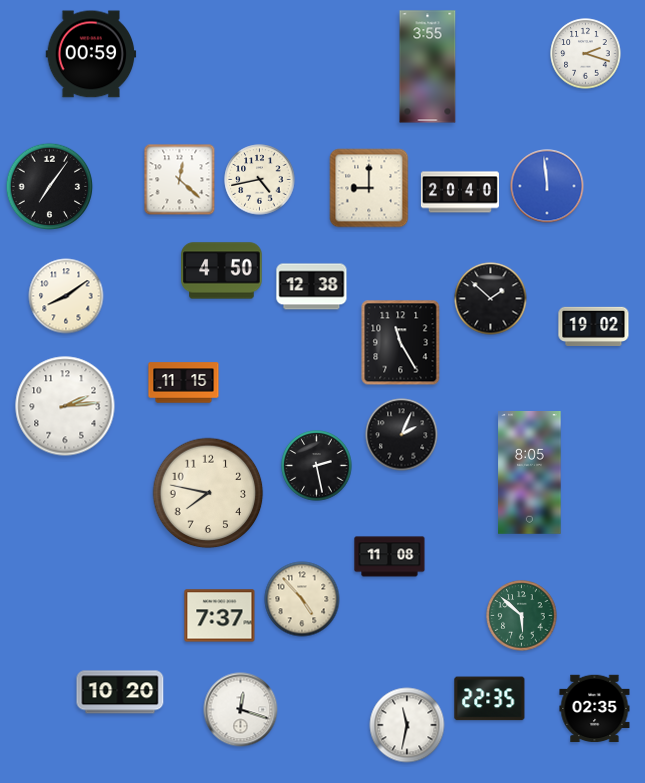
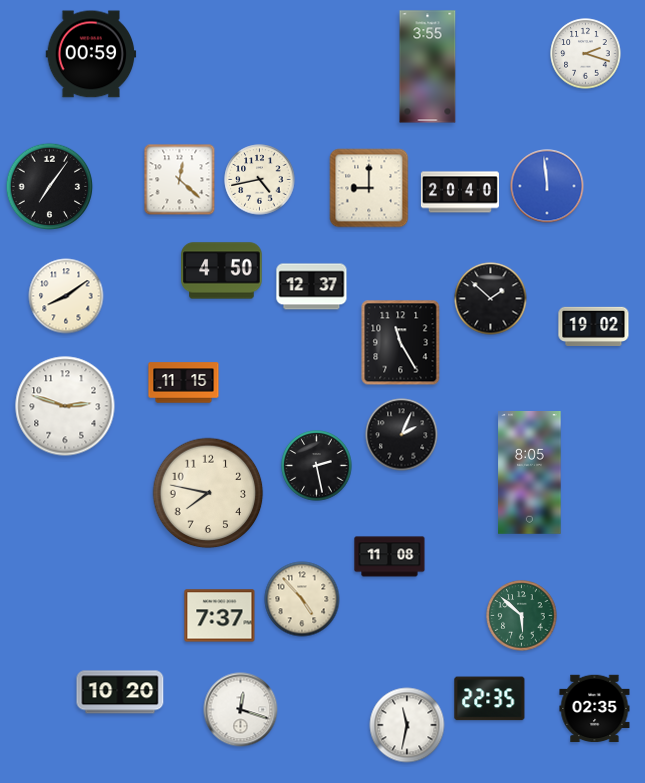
clock at (312, 287): 12:38 -> 12:37
clock at (65, 406): 2:14 -> 2:48
